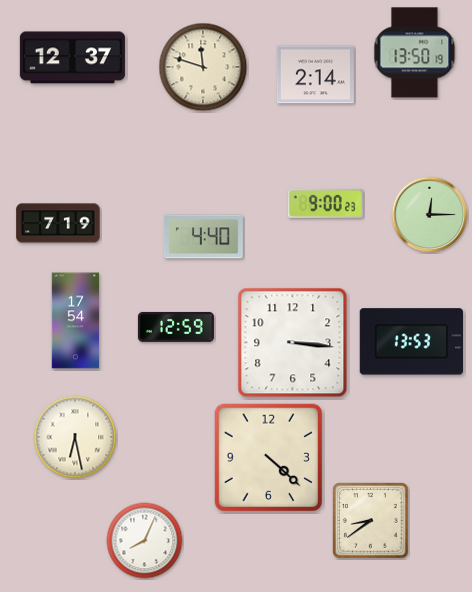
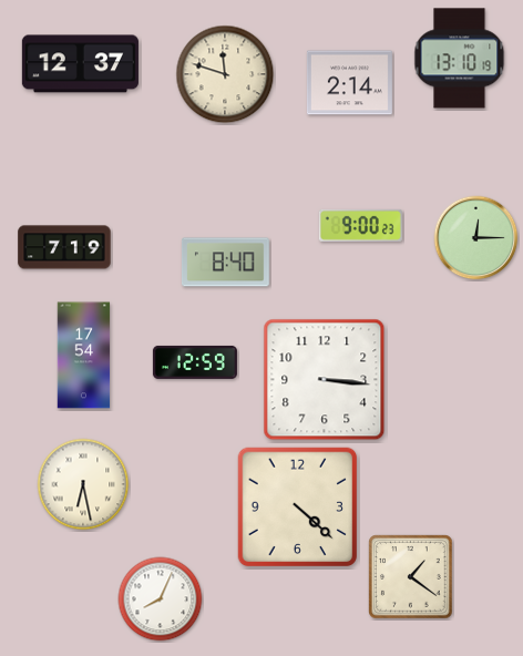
clock at (415, 53): 13:50 -> 13:10
clock at (203, 237): 4:40 -> 8:40
clock at (411, 342): 13:53 -> none
clock at (371, 521): 8:39 -> 1:21
